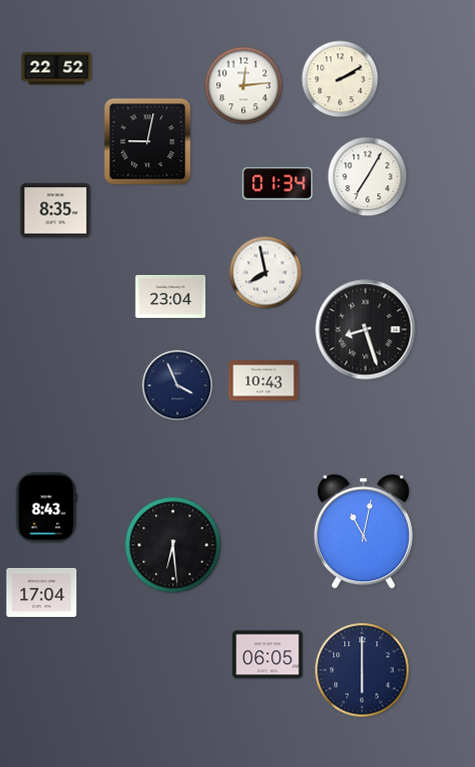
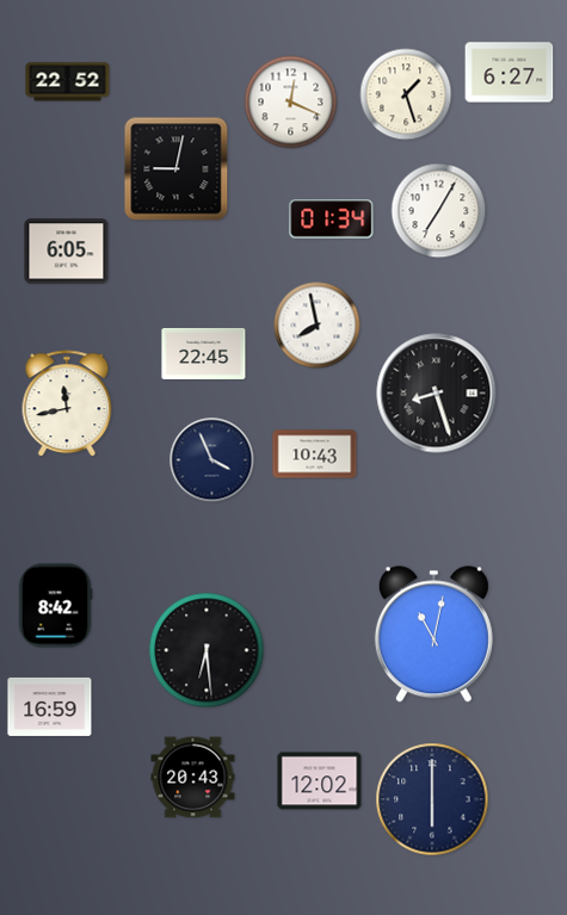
clock at (510, 73): none -> 6:27
clock at (340, 79): 2:10 -> 1:27
clock at (244, 86): 12:14 -> 12:19
clock at (56, 211): 8:35 -> 6:05
clock at (171, 296): 23:04 -> 22:45
clock at (67, 404): none -> 11:43
clock at (46, 508): 8:43 -> 8:42
clock at (42, 592): 17:04 -> 16:59
clock at (193, 778): none -> 20:43
clock at (268, 655): 06:05 -> 12:02
